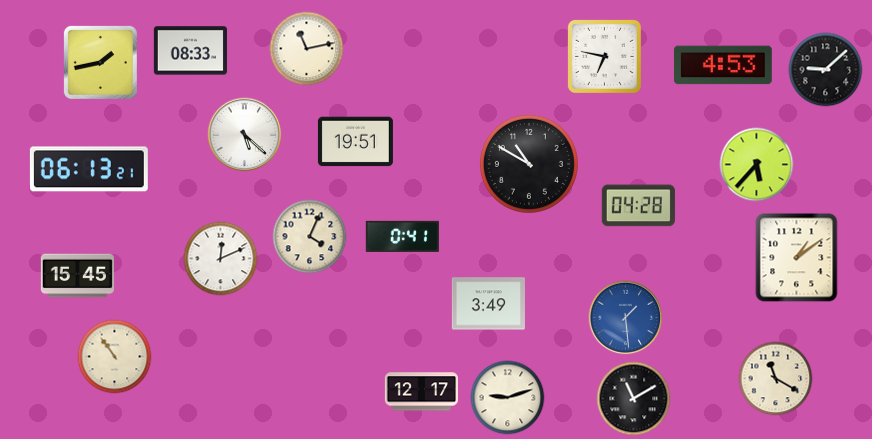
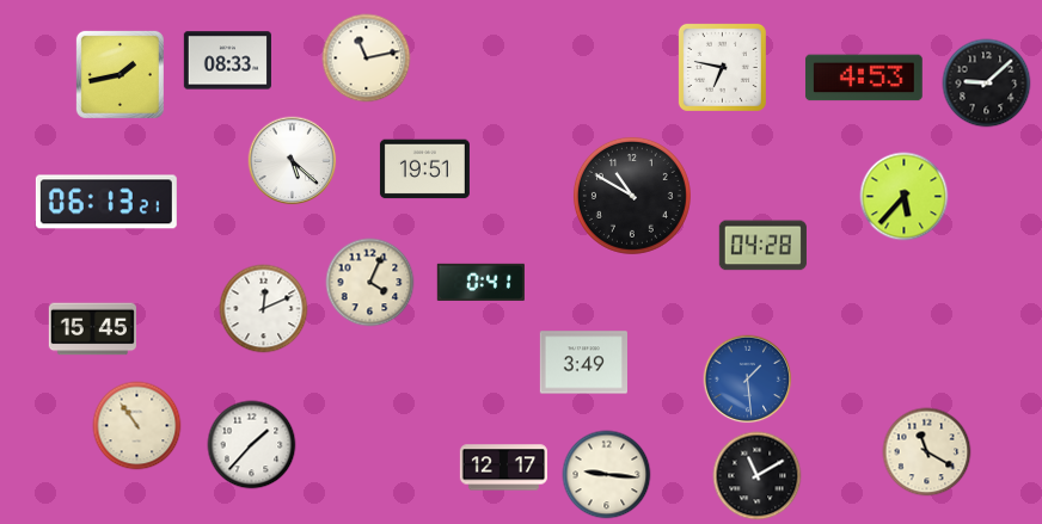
clock at (797, 258): 1:09 -> none
clock at (252, 445): none -> 1:37
clock at (508, 398): 9:12 -> 9:16
